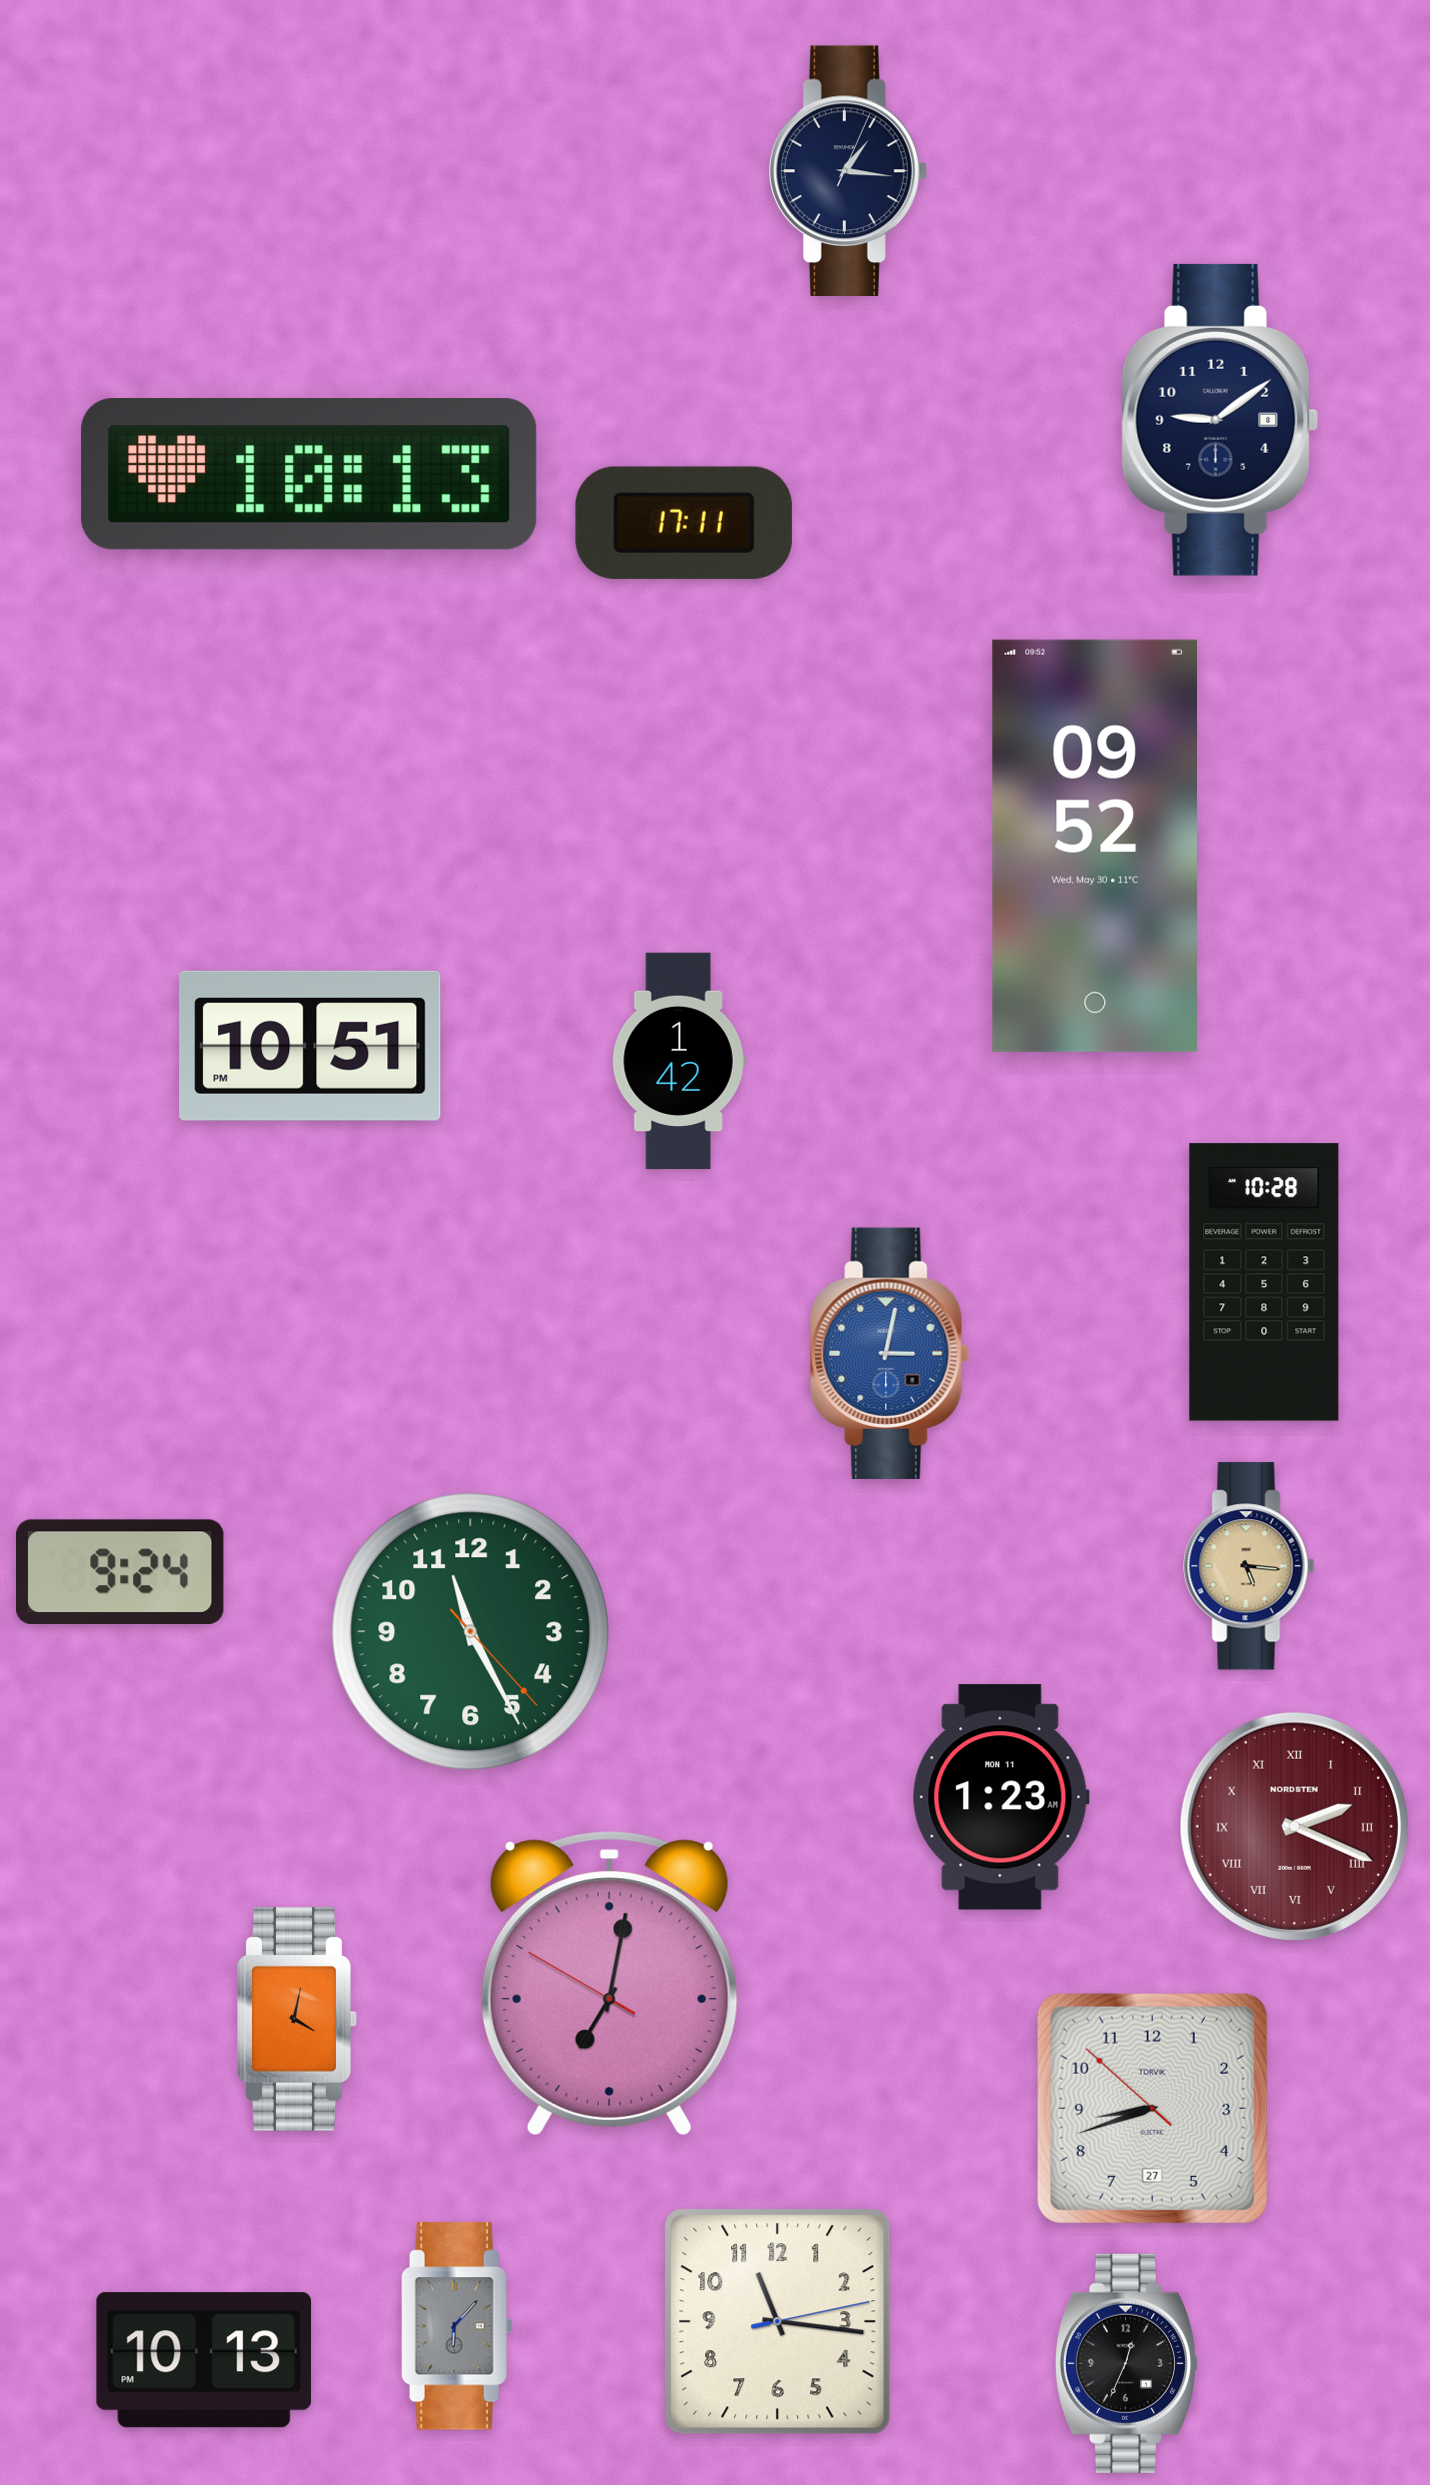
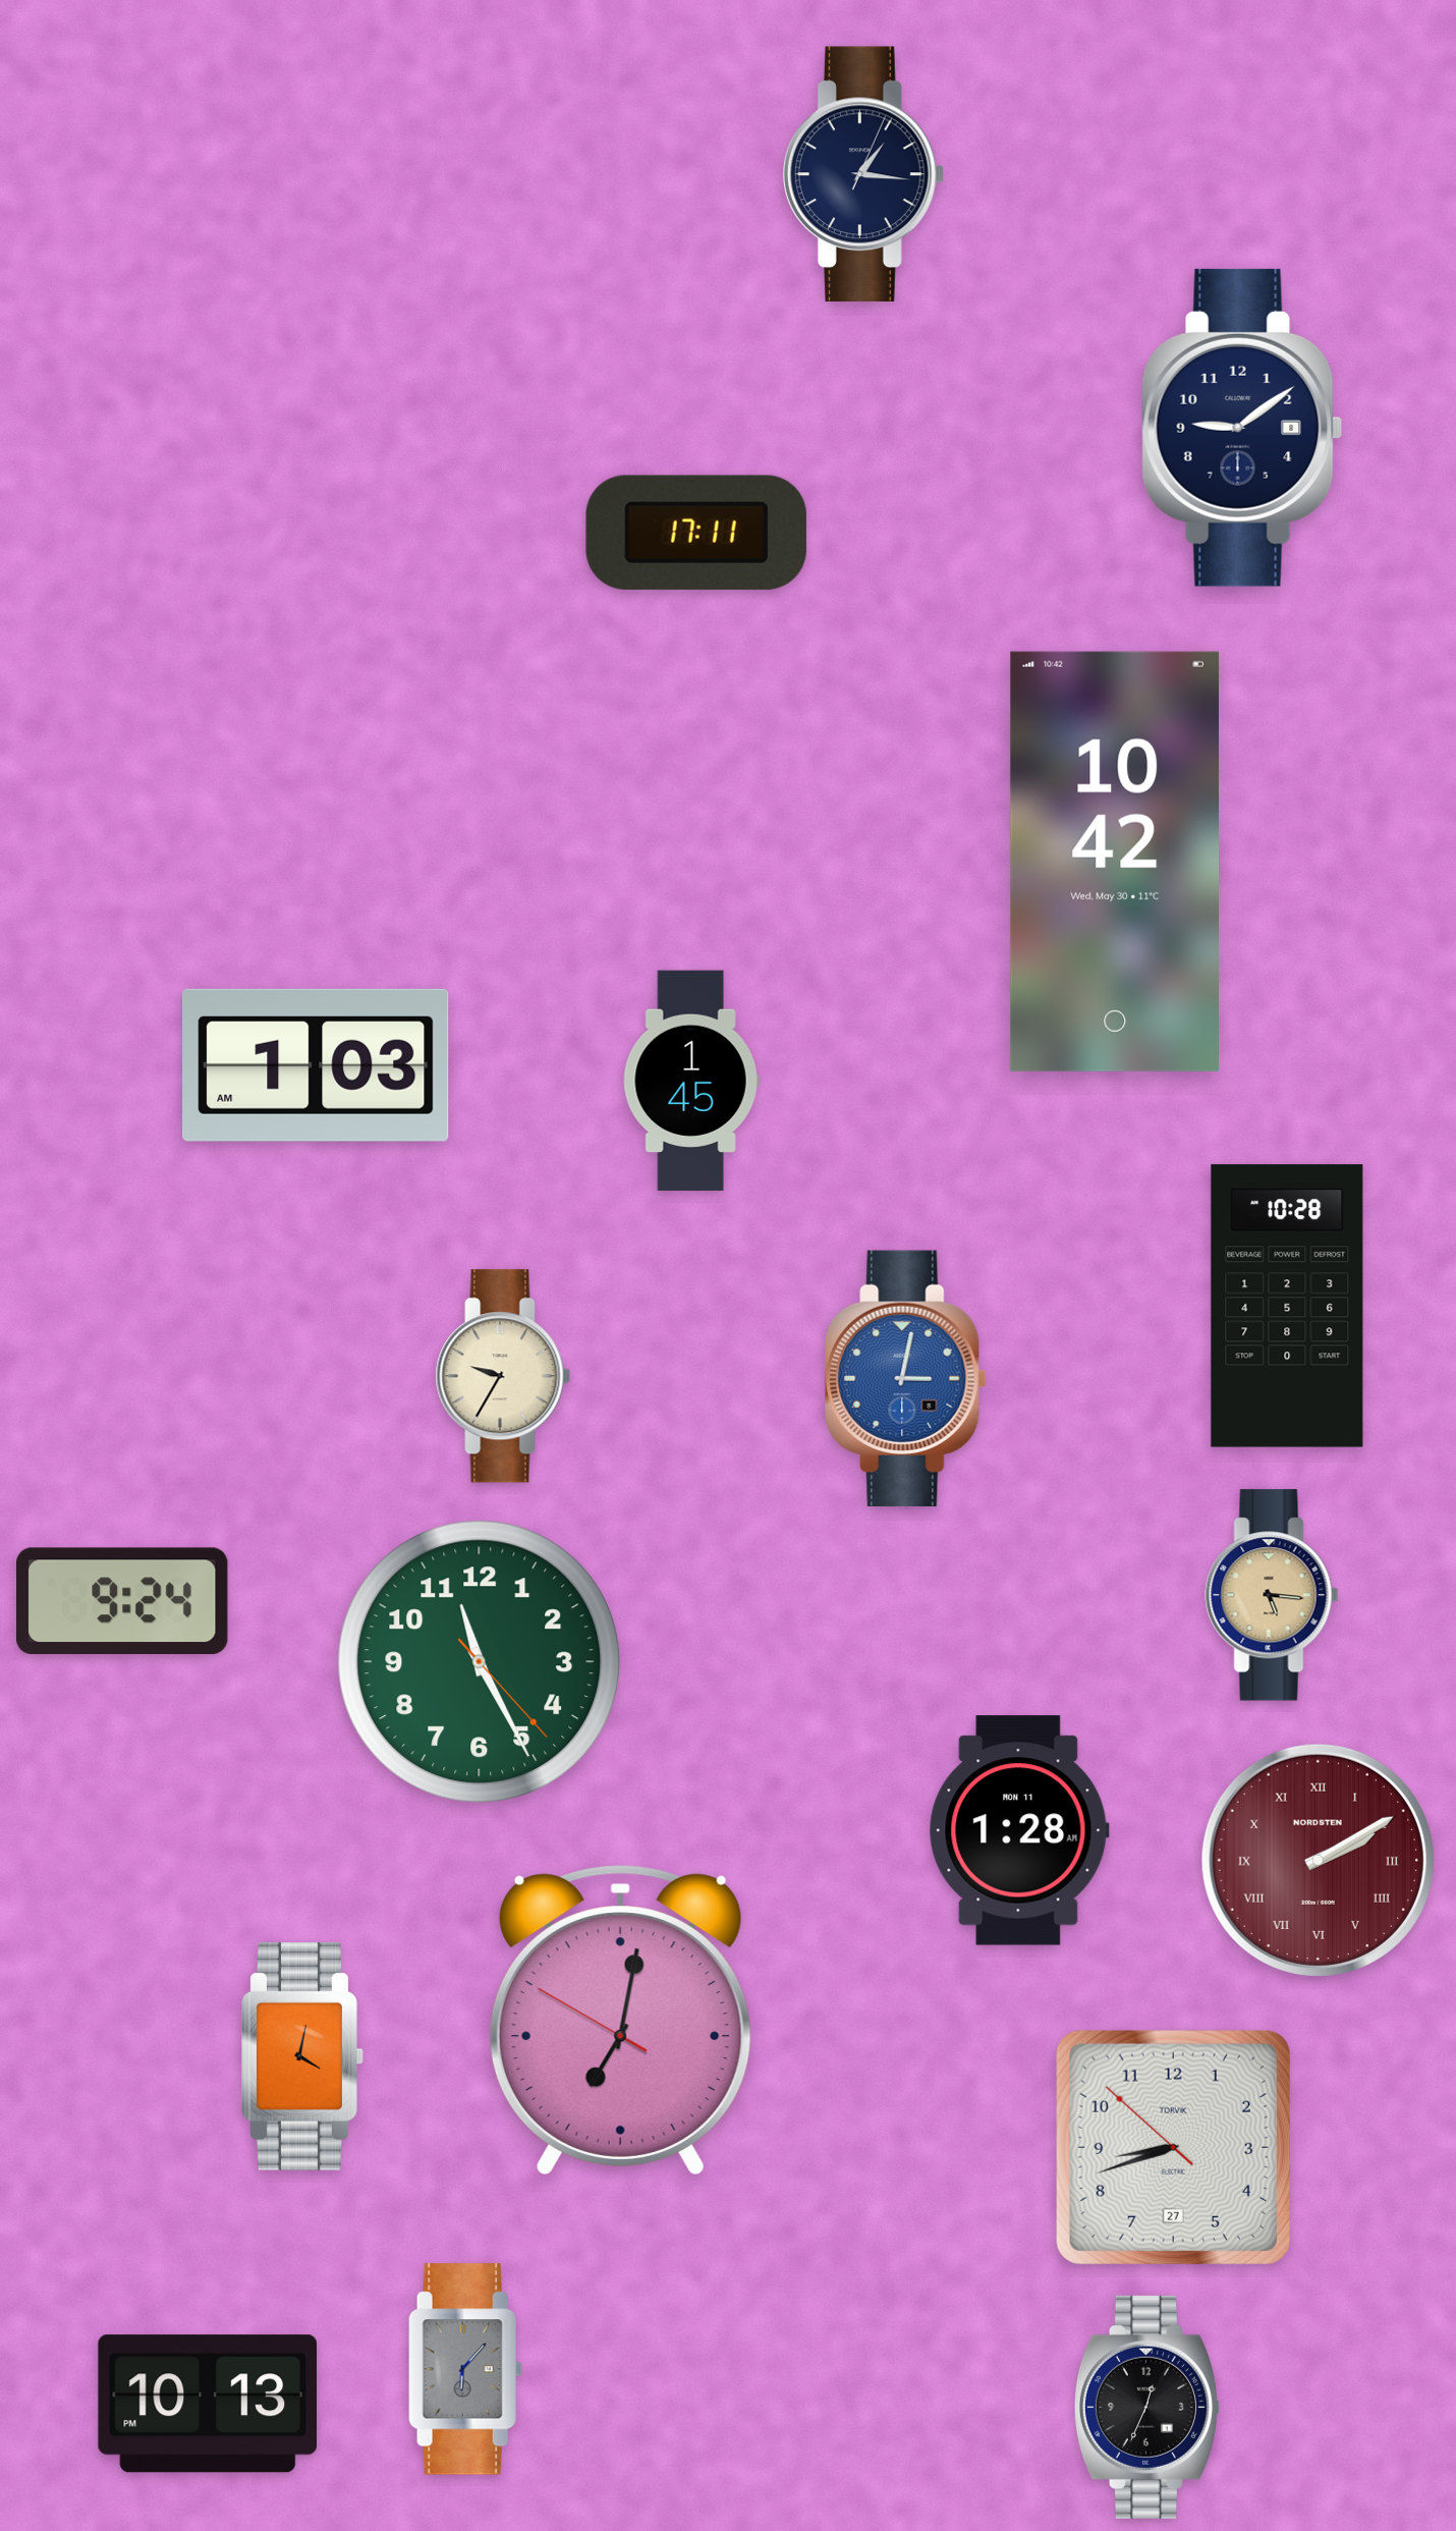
clock at (309, 474): 10:13 -> none
clock at (1094, 846): 09:52 -> 10:42
clock at (310, 1046): 10:51 -> 1:03
clock at (679, 1061): 1:42 -> 1:45
clock at (503, 1376): none -> 9:35
clock at (1001, 1797): 1:23 -> 1:28
clock at (1294, 1826): 2:19 -> 2:10
clock at (778, 2322): 11:16 -> none
